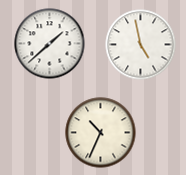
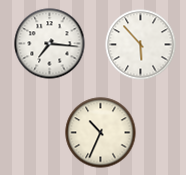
clock at (50, 44): 1:38 -> 7:16
clock at (141, 45): 4:58 -> 5:53
